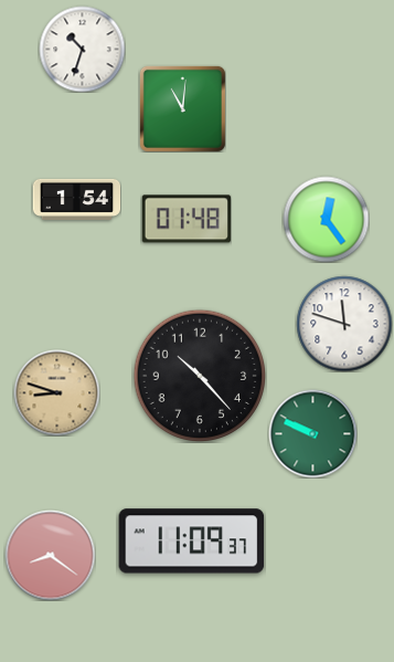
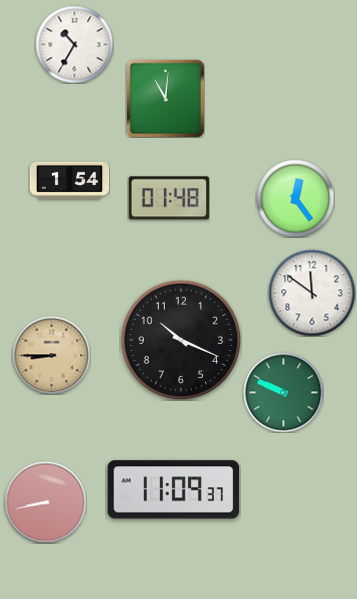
clock at (82, 49): 10:33 -> 10:35
clock at (344, 324): 11:48 -> 11:51
clock at (199, 375): 10:23 -> 10:19
clock at (56, 392): 8:48 -> 8:45
clock at (50, 555): 8:21 -> 8:43
